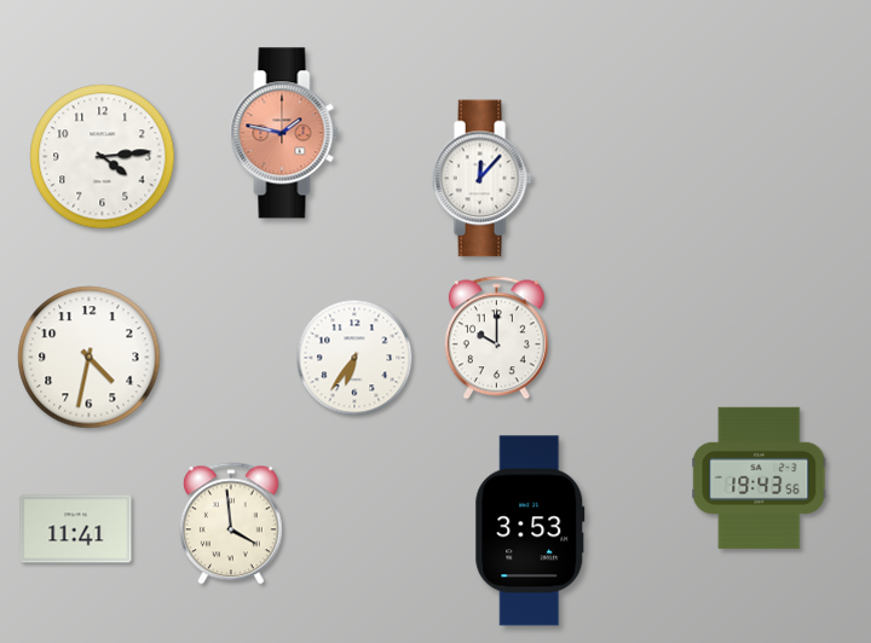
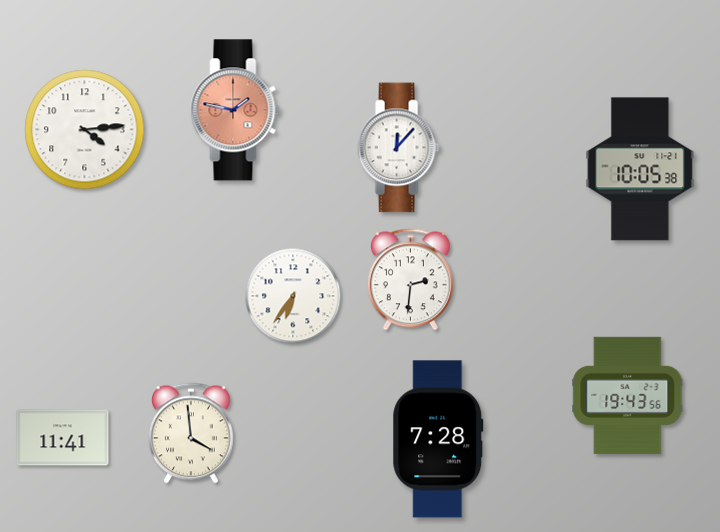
clock at (640, 169): none -> 10:05
clock at (496, 338): 10:00 -> 2:31
clock at (90, 358): 4:32 -> none
clock at (530, 531): 3:53 -> 7:28
